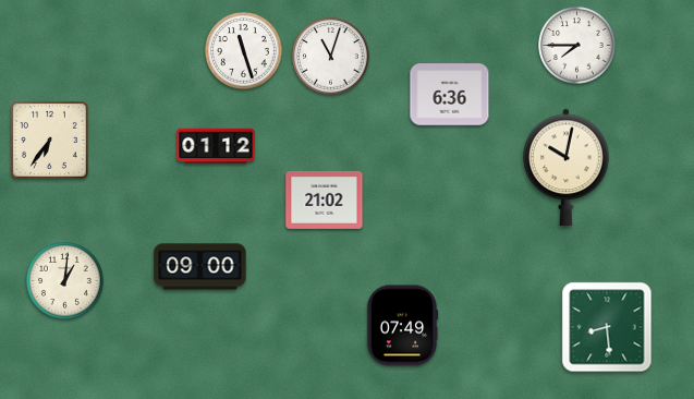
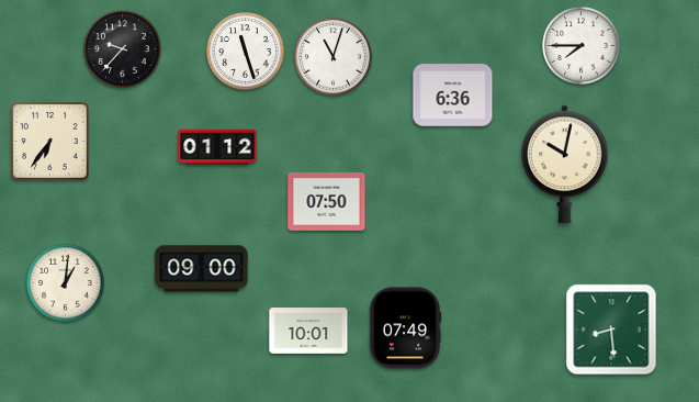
clock at (123, 49): none -> 9:37
clock at (567, 168) position: (567, 168) -> (565, 165)
clock at (325, 199): 21:02 -> 07:50
clock at (308, 332): none -> 10:01
